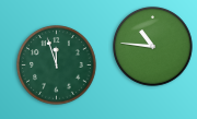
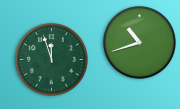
clock at (153, 47): 10:46 -> 10:42
